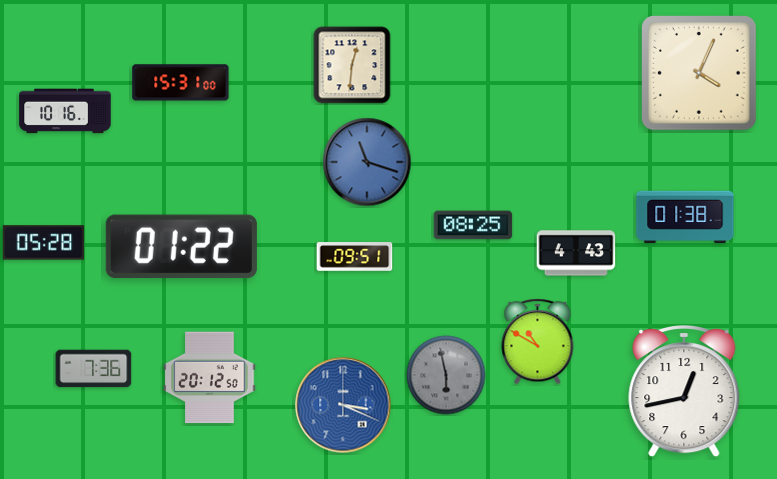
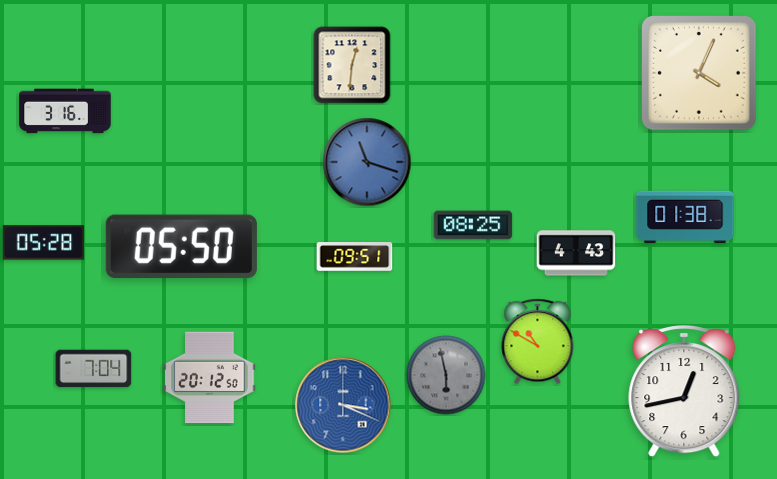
clock at (181, 83): 15:31 -> none
clock at (65, 111): 10:16 -> 3:16
clock at (181, 247): 01:22 -> 05:50
clock at (94, 369): 7:36 -> 7:04
